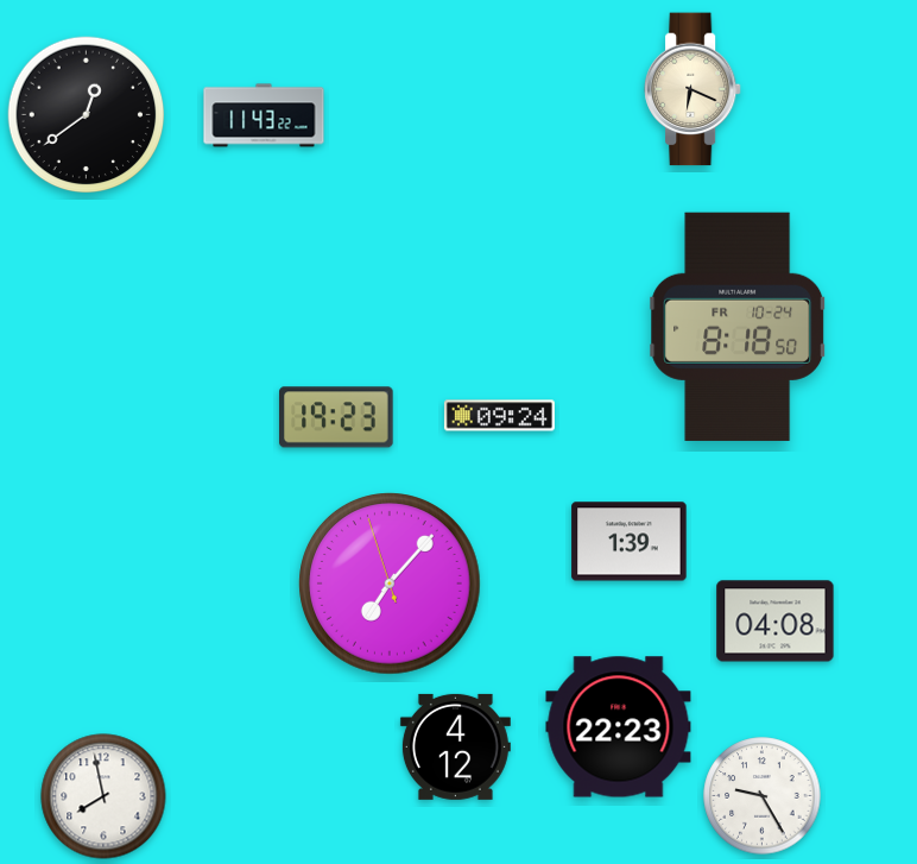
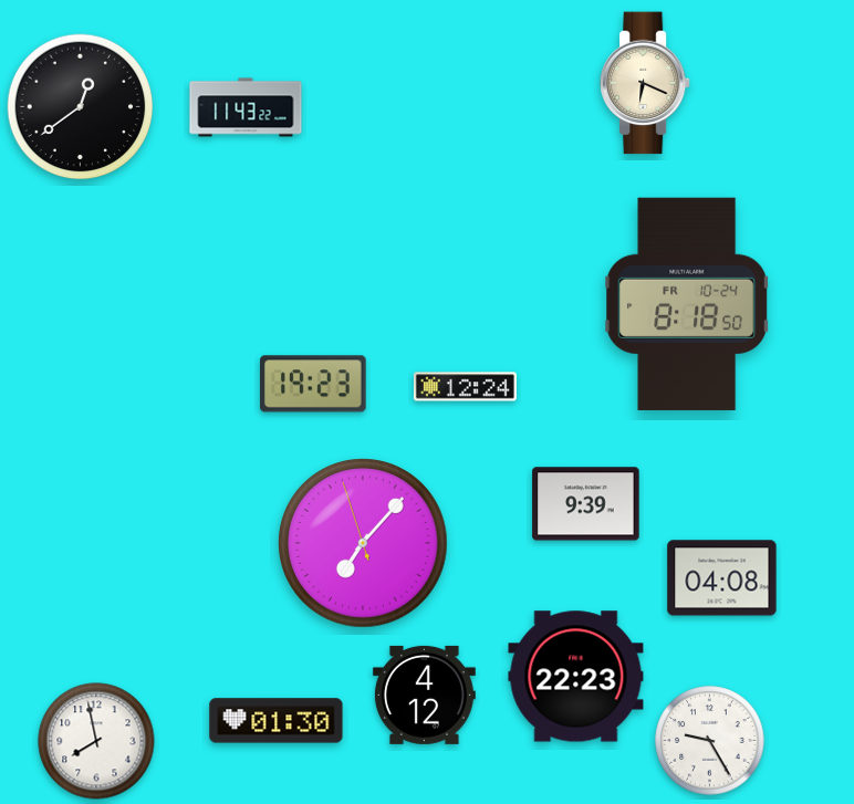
clock at (499, 416): 09:24 -> 12:24
clock at (337, 417) position: (337, 417) -> (314, 384)
clock at (630, 542): 1:39 -> 9:39
clock at (277, 721): none -> 01:30
